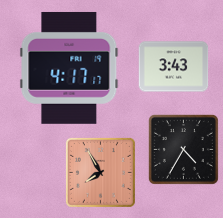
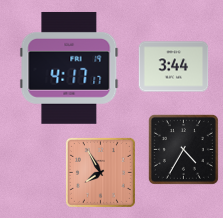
clock at (174, 67): 3:43 -> 3:44
